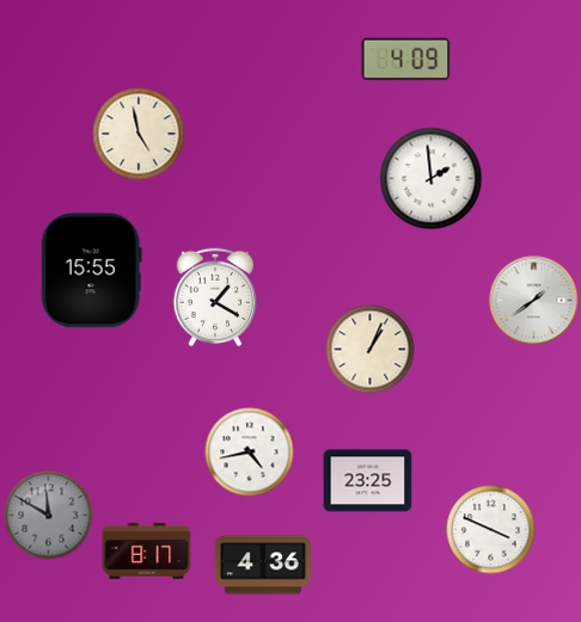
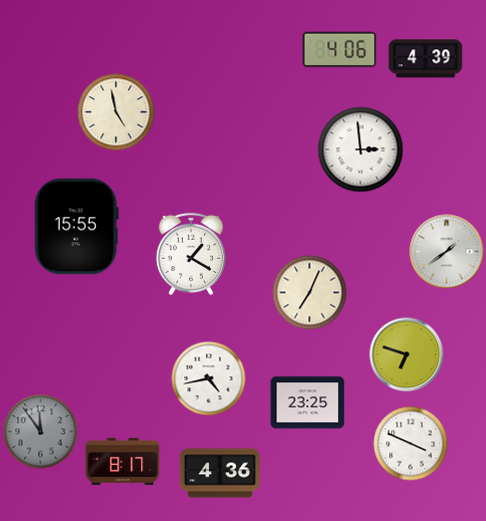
clock at (406, 60): 4:09 -> 4:06
clock at (426, 59): none -> 4:39
clock at (432, 179): 1:59 -> 2:59
clock at (214, 297) position: (214, 297) -> (190, 254)
clock at (371, 350): 1:04 -> 7:04
clock at (407, 355): none -> 6:48
clock at (49, 516): 11:50 -> 11:54
